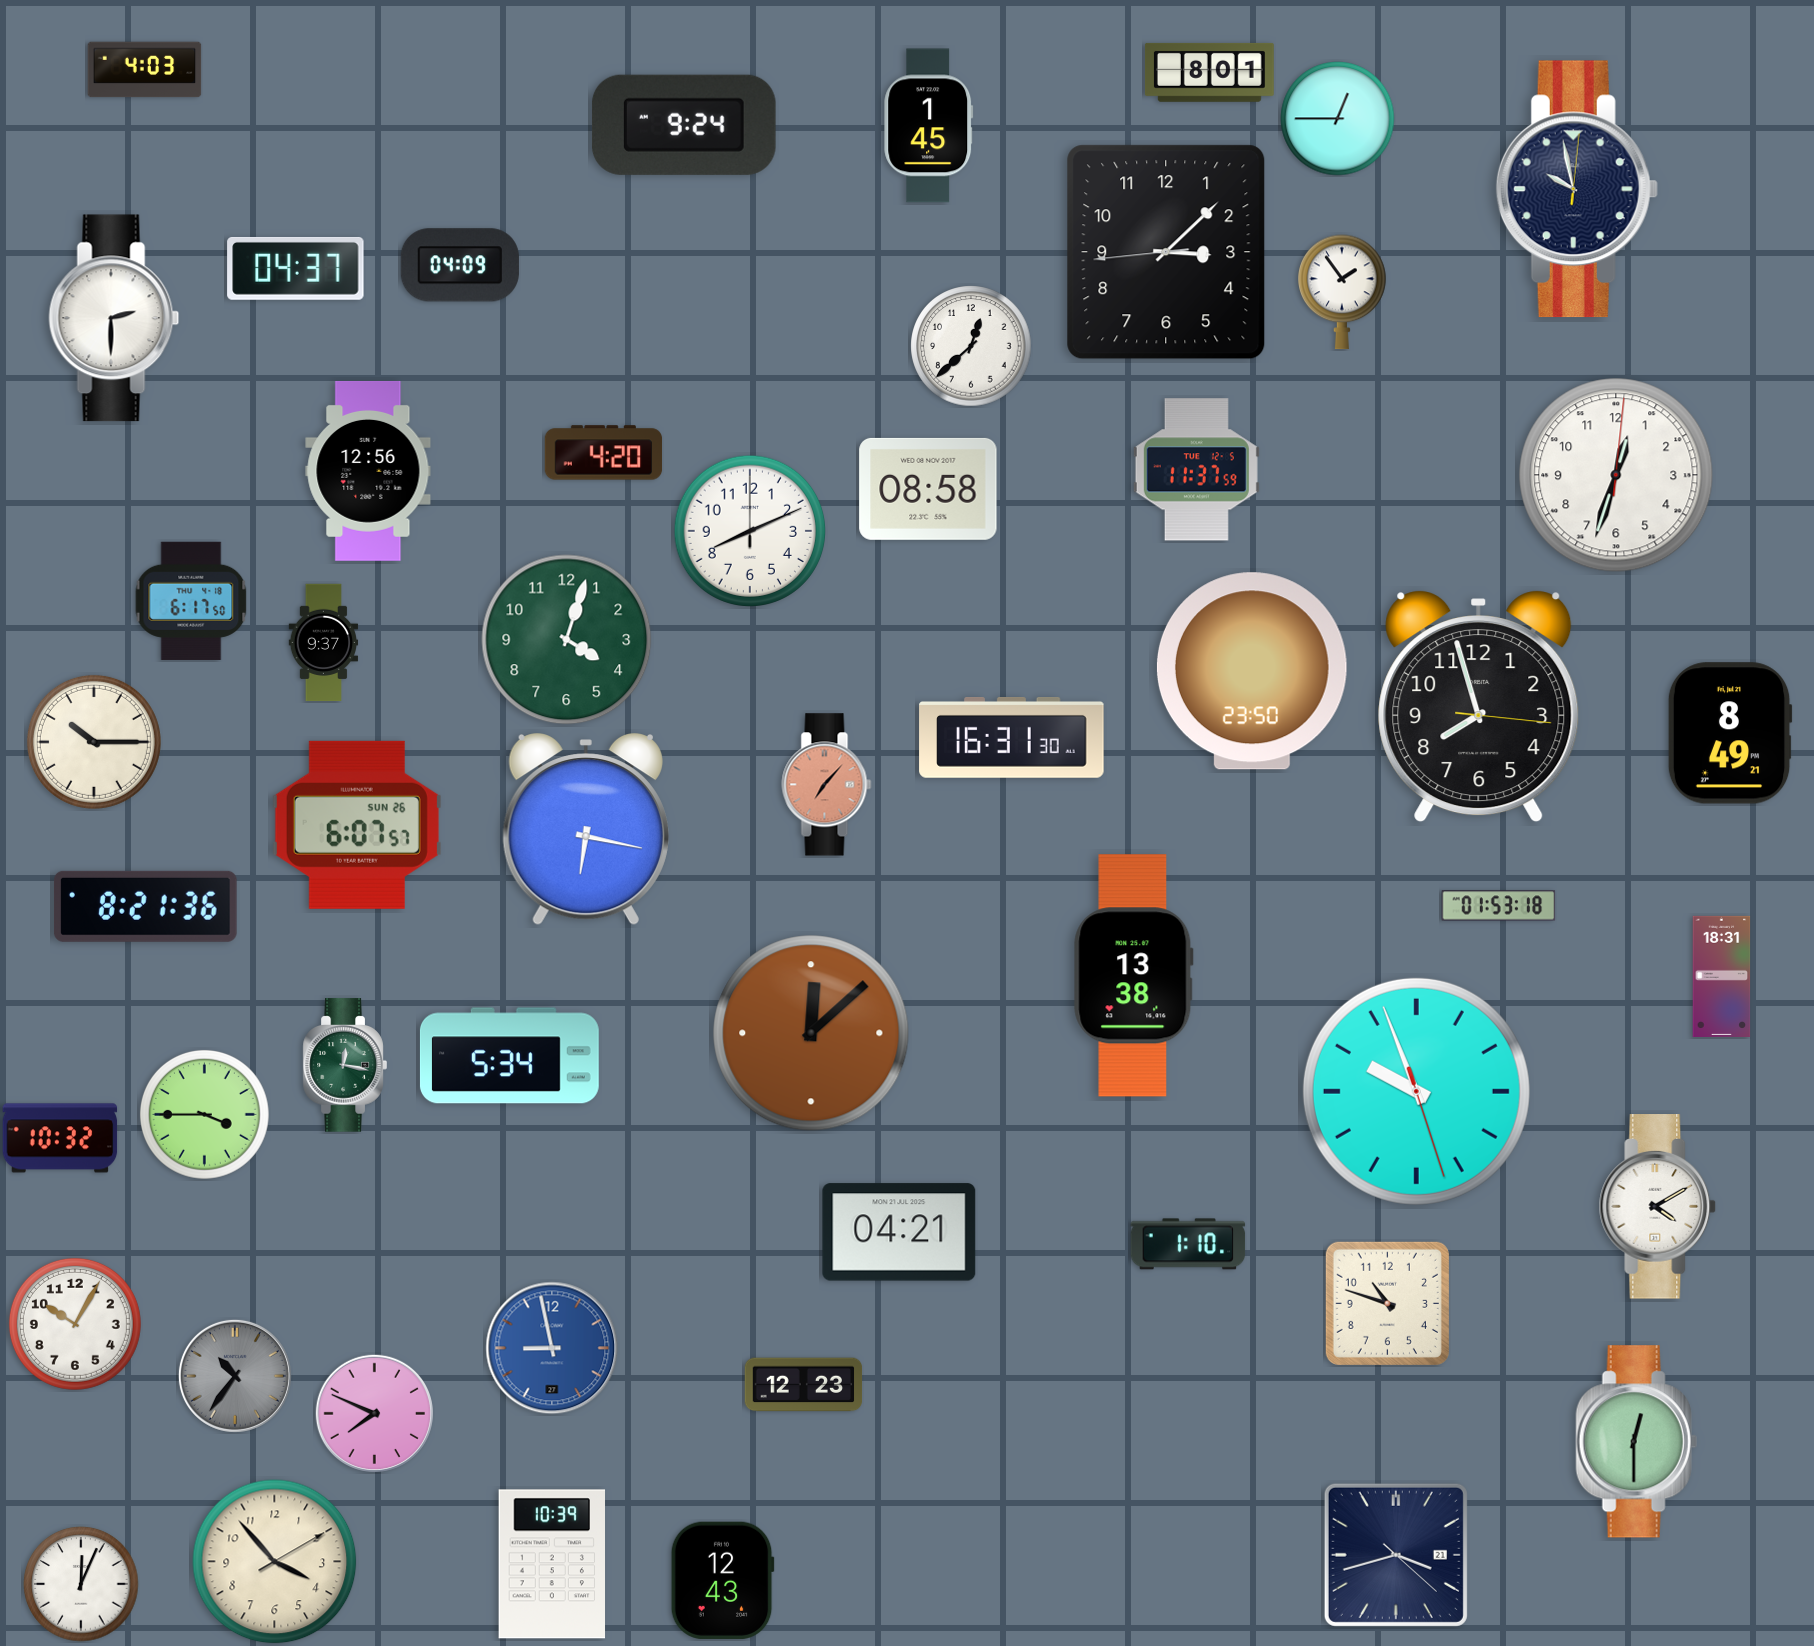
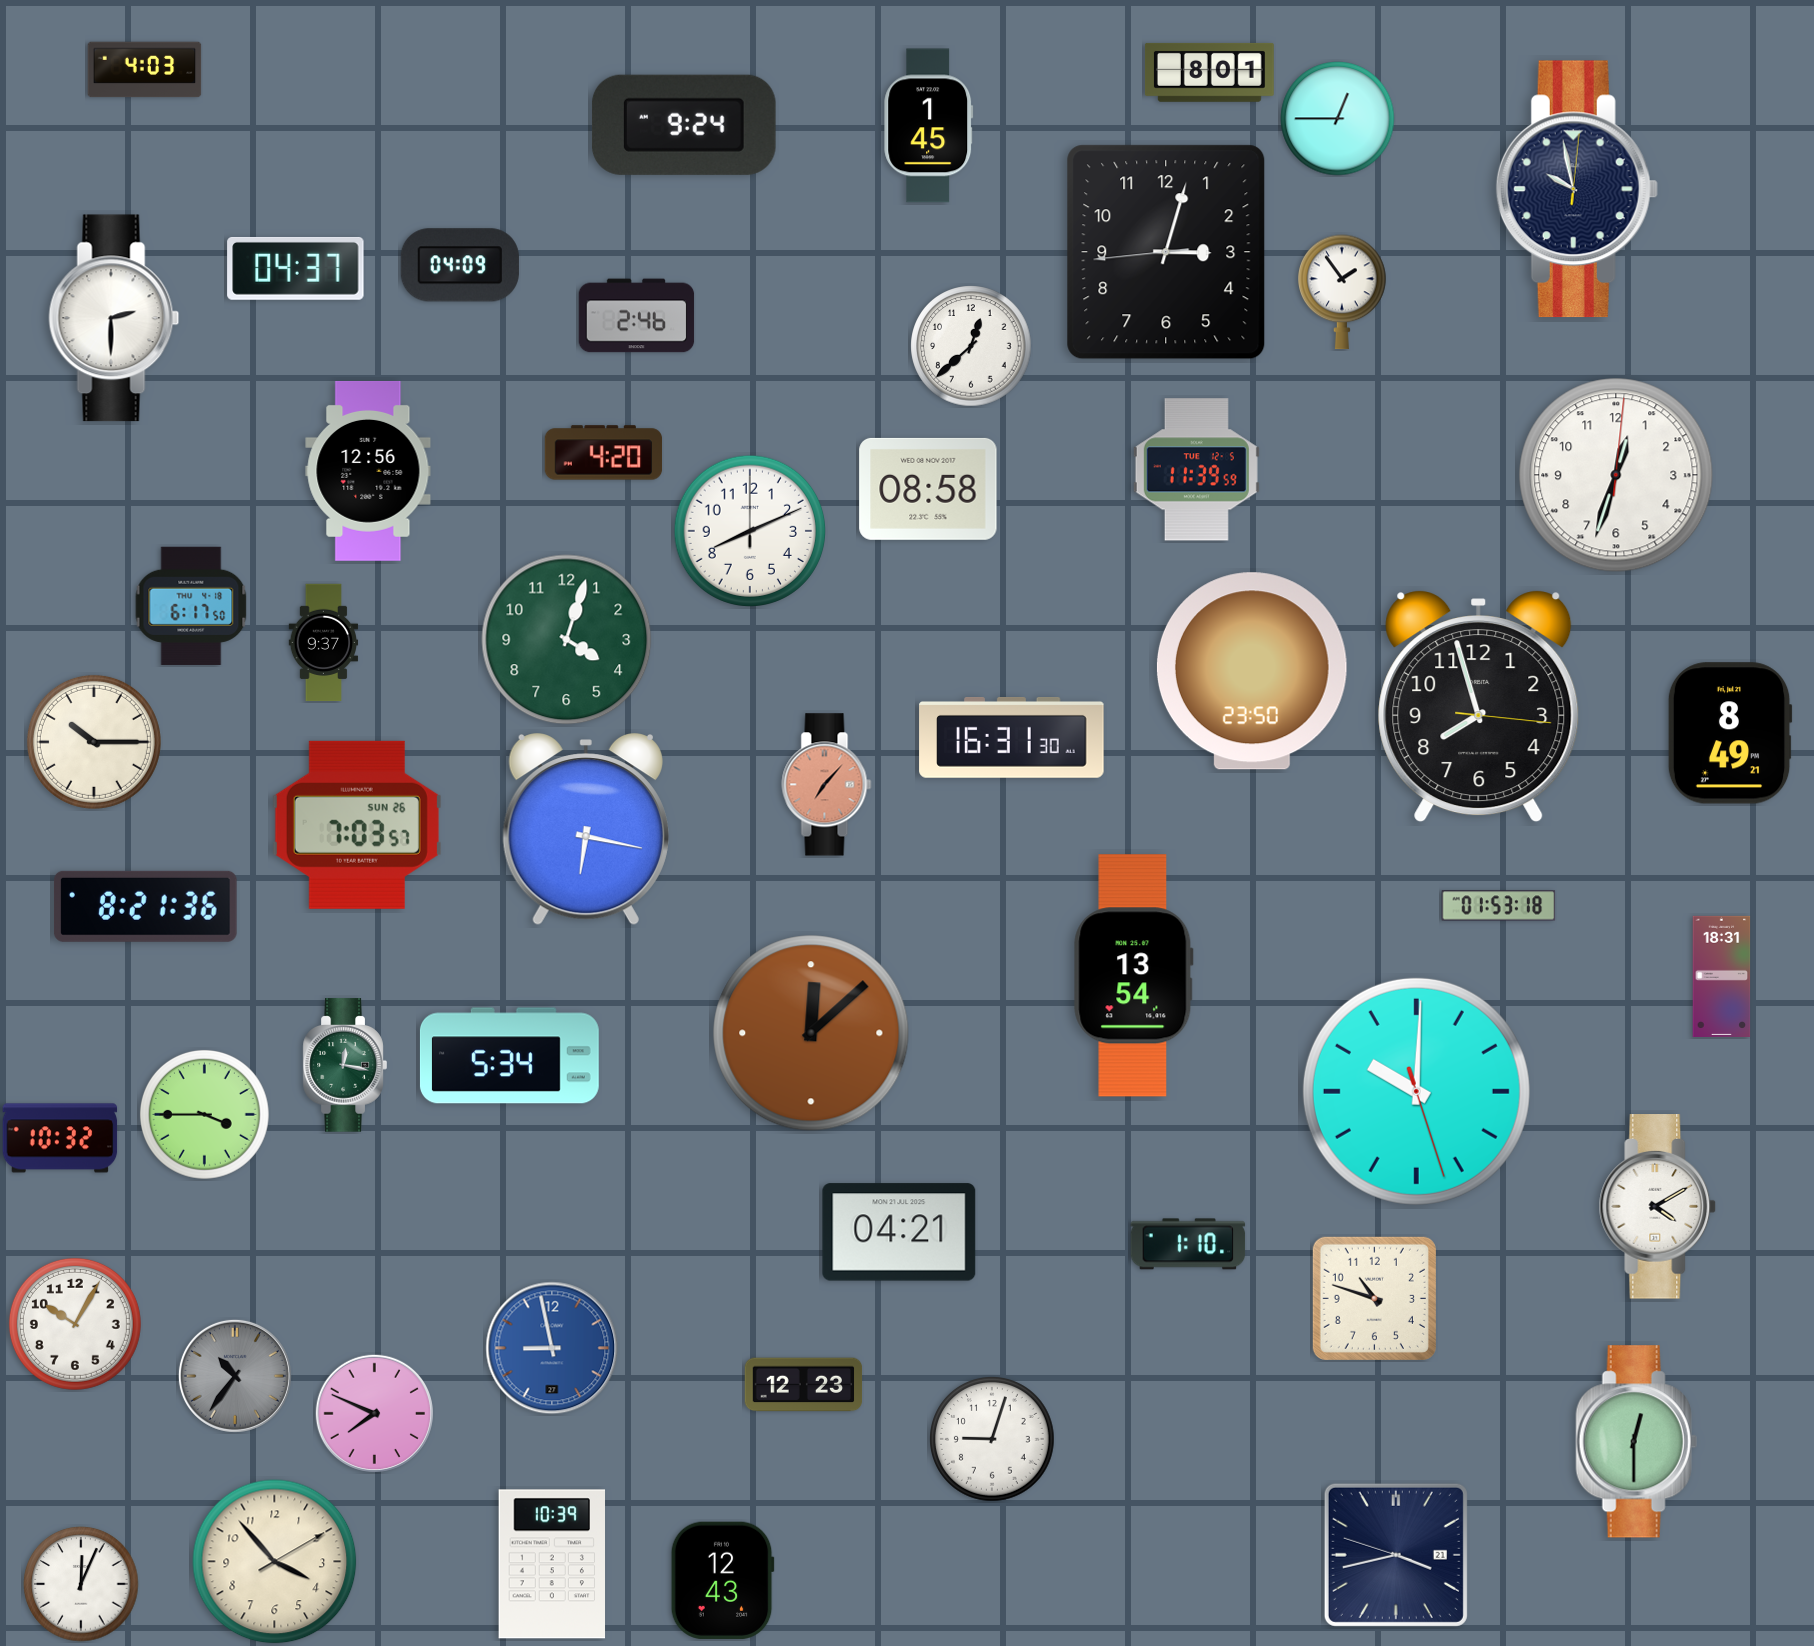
clock at (1166, 252): 3:07 -> 3:02
clock at (637, 316): none -> 2:46
clock at (1196, 470): 11:37 -> 11:39
clock at (191, 601) position: (191, 601) -> (191, 606)
clock at (357, 825): 6:07 -> 7:03
clock at (1134, 976): 13:38 -> 13:54
clock at (1416, 1091): 9:56 -> 10:00
clock at (1387, 1303) position: (1387, 1303) -> (1374, 1298)
clock at (993, 1440): none -> 9:03
clock at (1396, 1555): 3:42:22 -> 3:42:48
